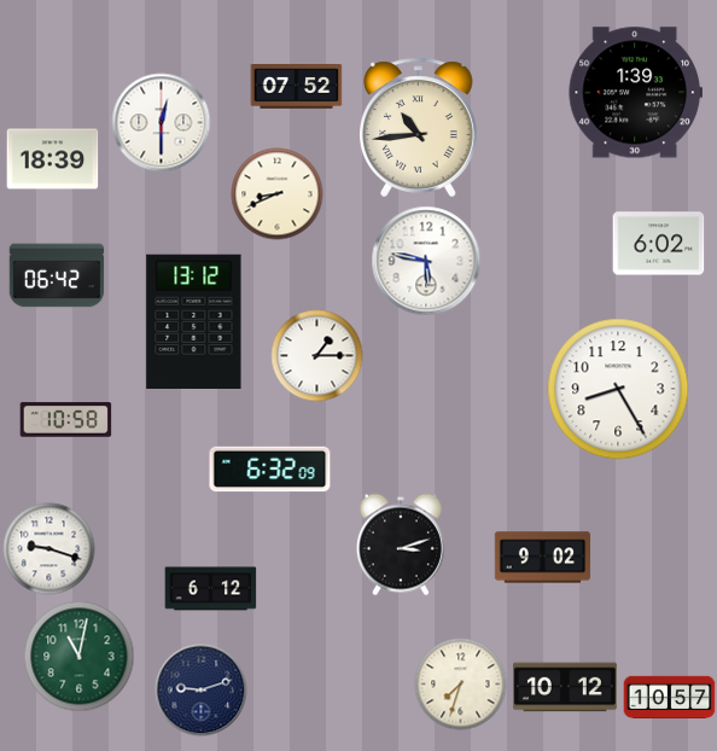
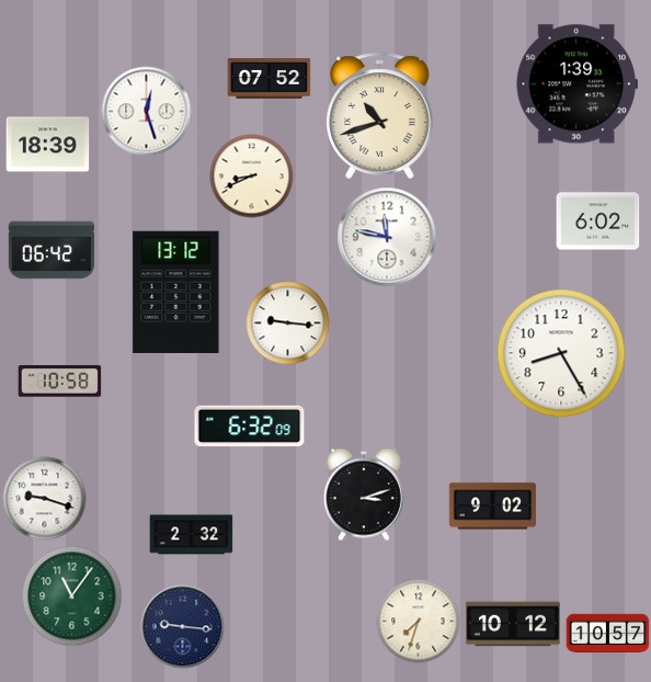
clock at (162, 123): 12:30 -> 12:27
clock at (419, 128): 10:44 -> 10:42
clock at (426, 261): 5:47 -> 11:47
clock at (317, 356): 1:15 -> 9:16
clock at (270, 470) position: (270, 470) -> (250, 427)
clock at (211, 589): 6:12 -> 2:32
clock at (80, 657): 11:02 -> 11:06
clock at (202, 691): 9:12 -> 9:16
